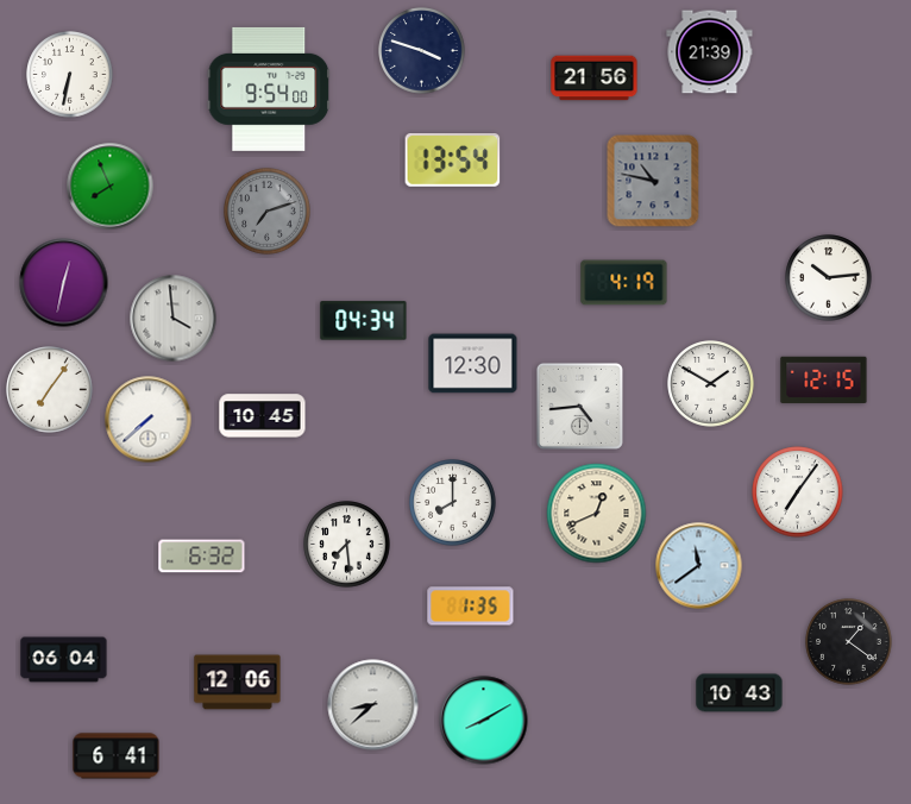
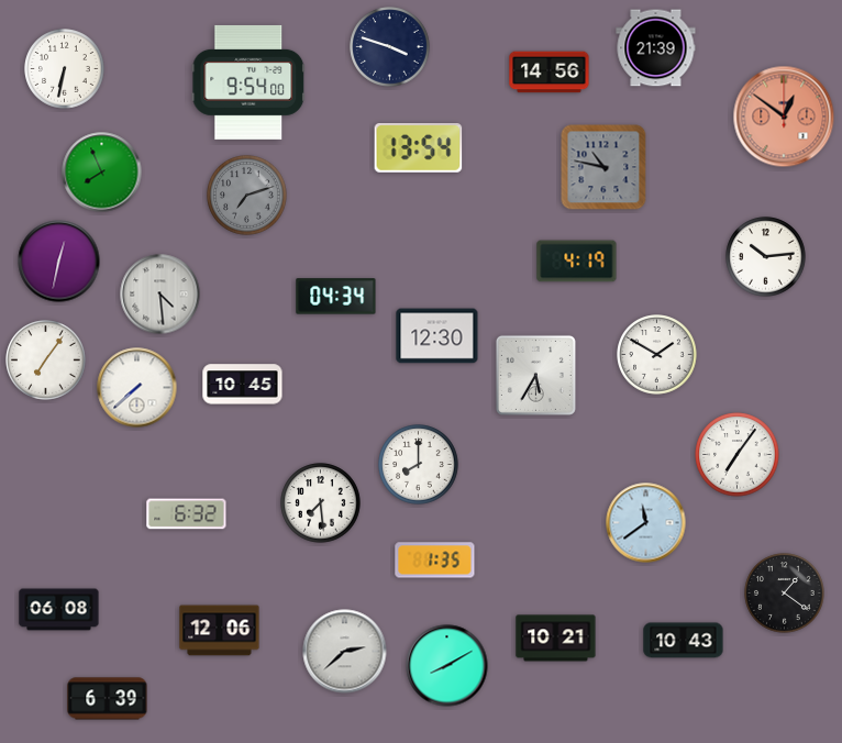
clock at (595, 78): 21:56 -> 14:56
clock at (784, 117): none -> 12:51
clock at (174, 319): 3:59 -> 4:29
clock at (824, 381): 12:15 -> none
clock at (579, 406): 4:44 -> 5:35
clock at (597, 514): 12:41 -> none
clock at (64, 660): 06:04 -> 06:08
clock at (556, 639): none -> 10:21
clock at (373, 705): 8:38 -> 2:38
clock at (117, 756): 6:41 -> 6:39
